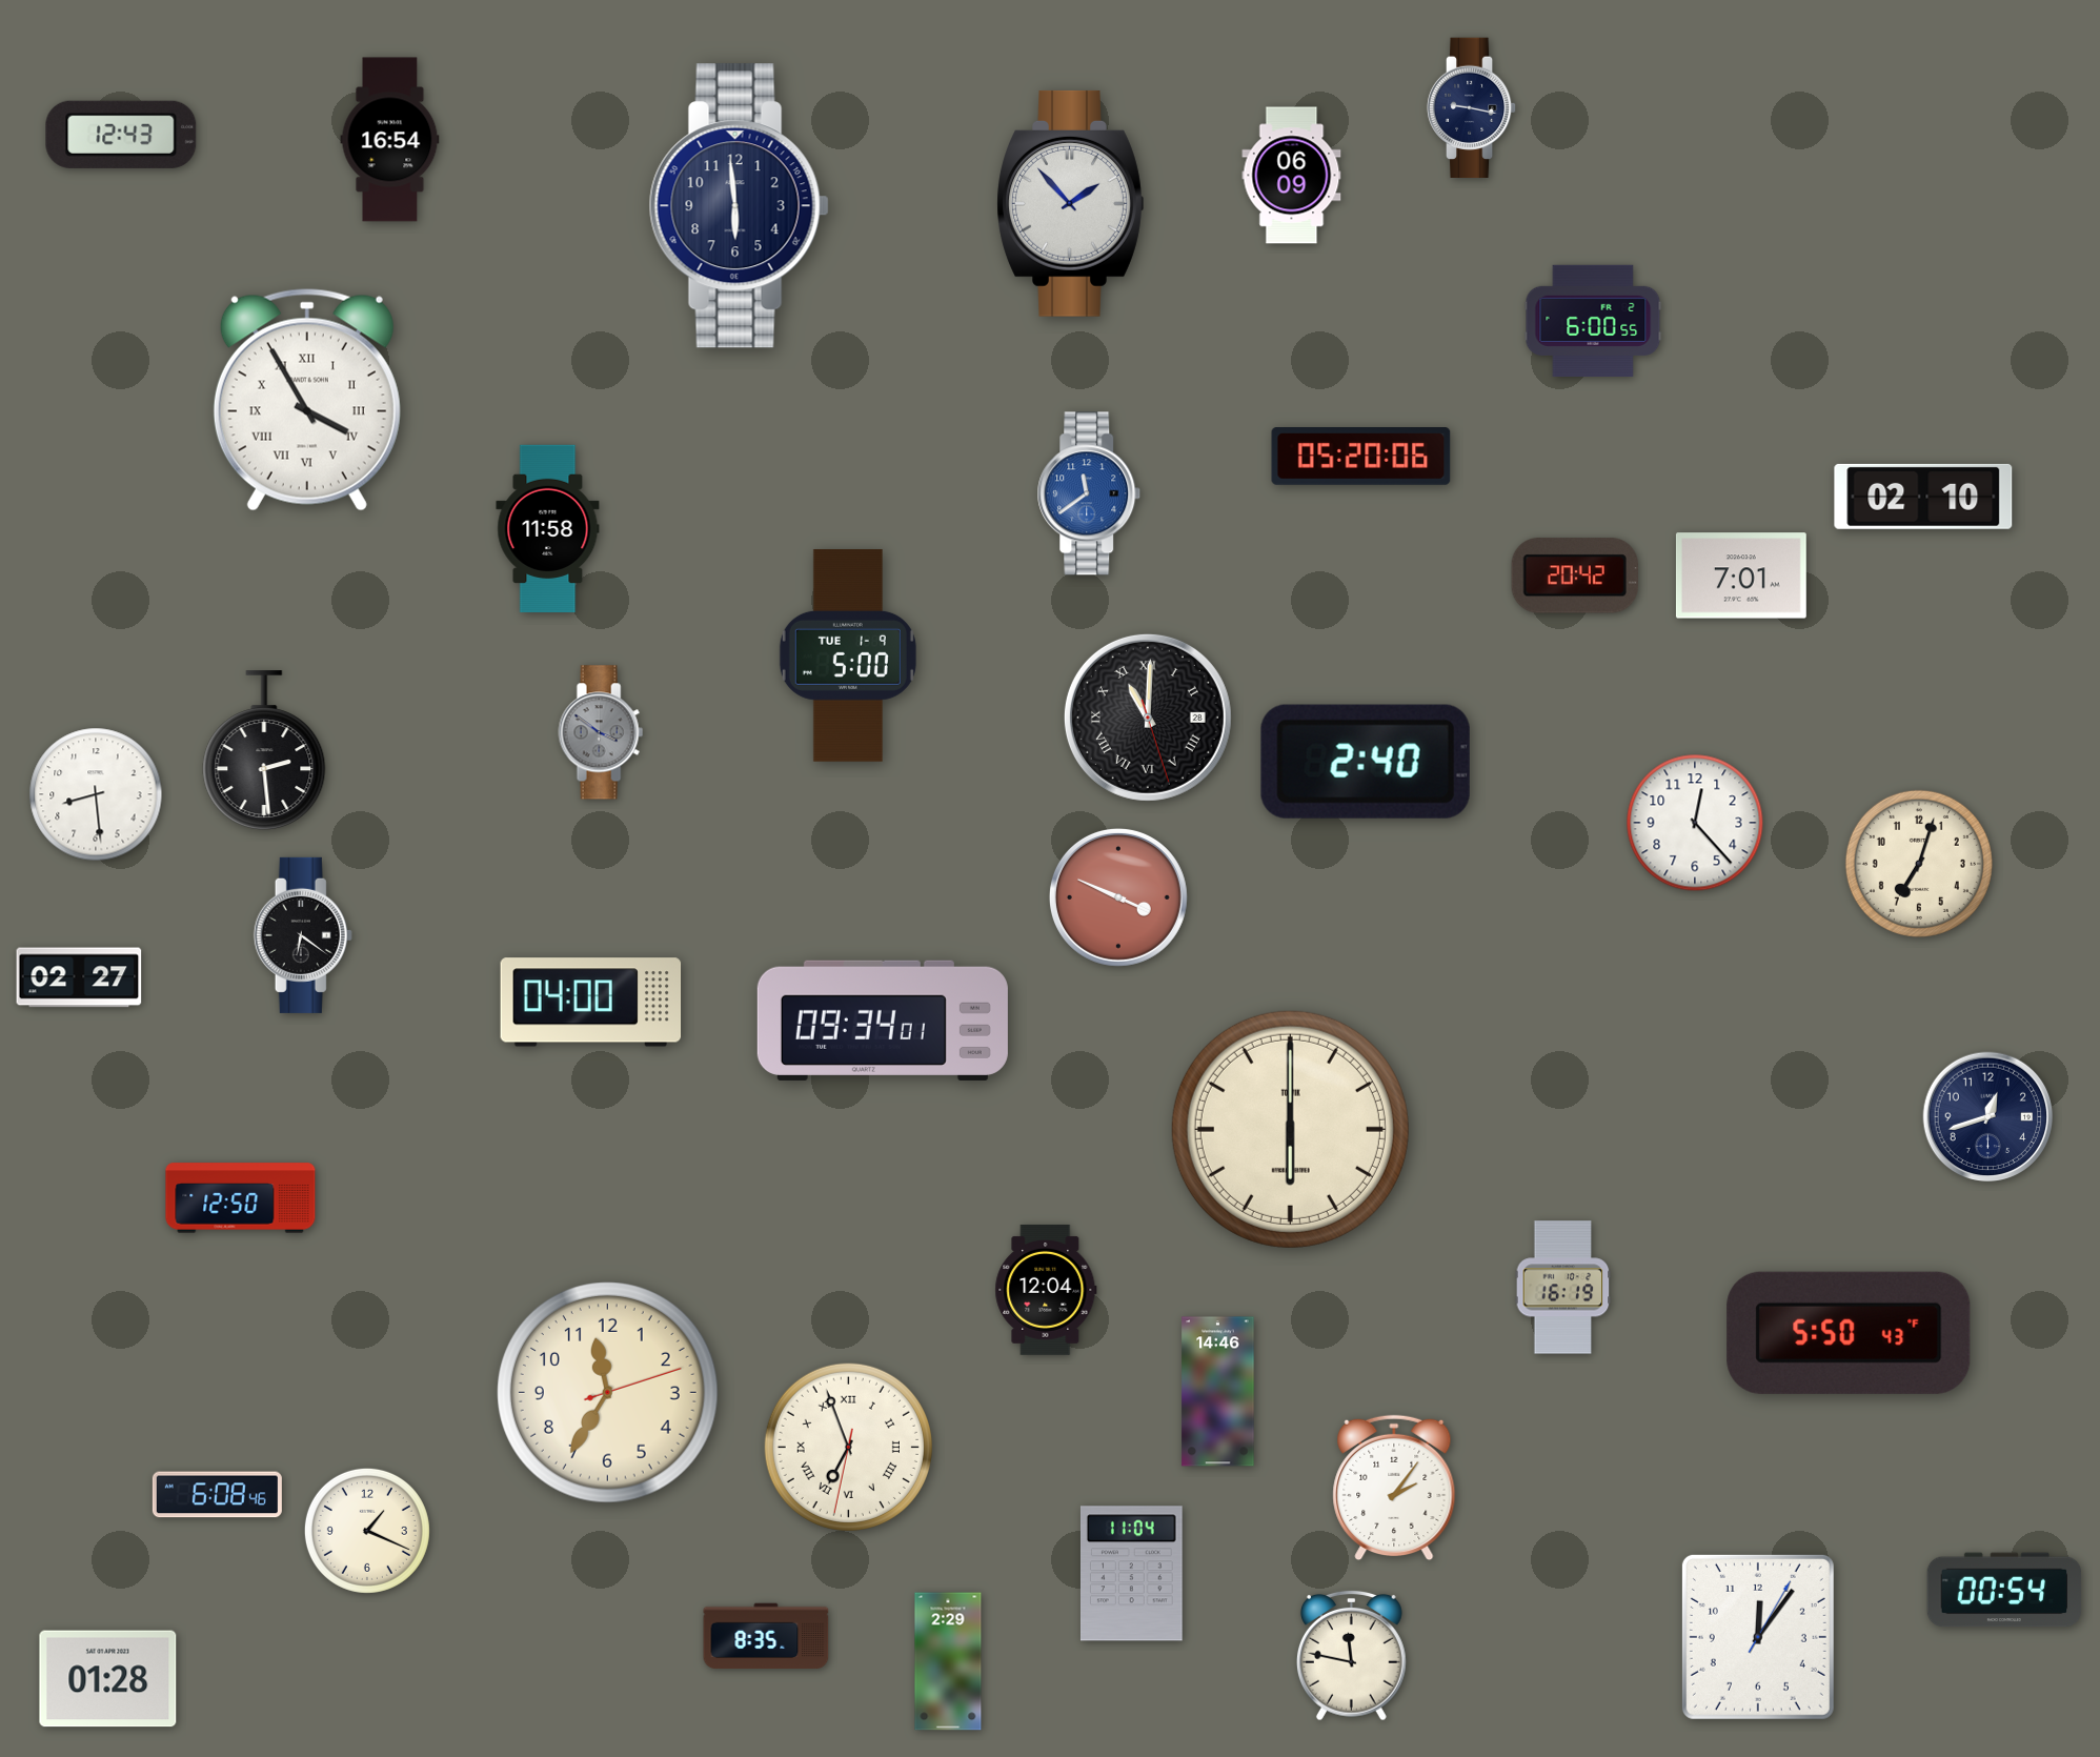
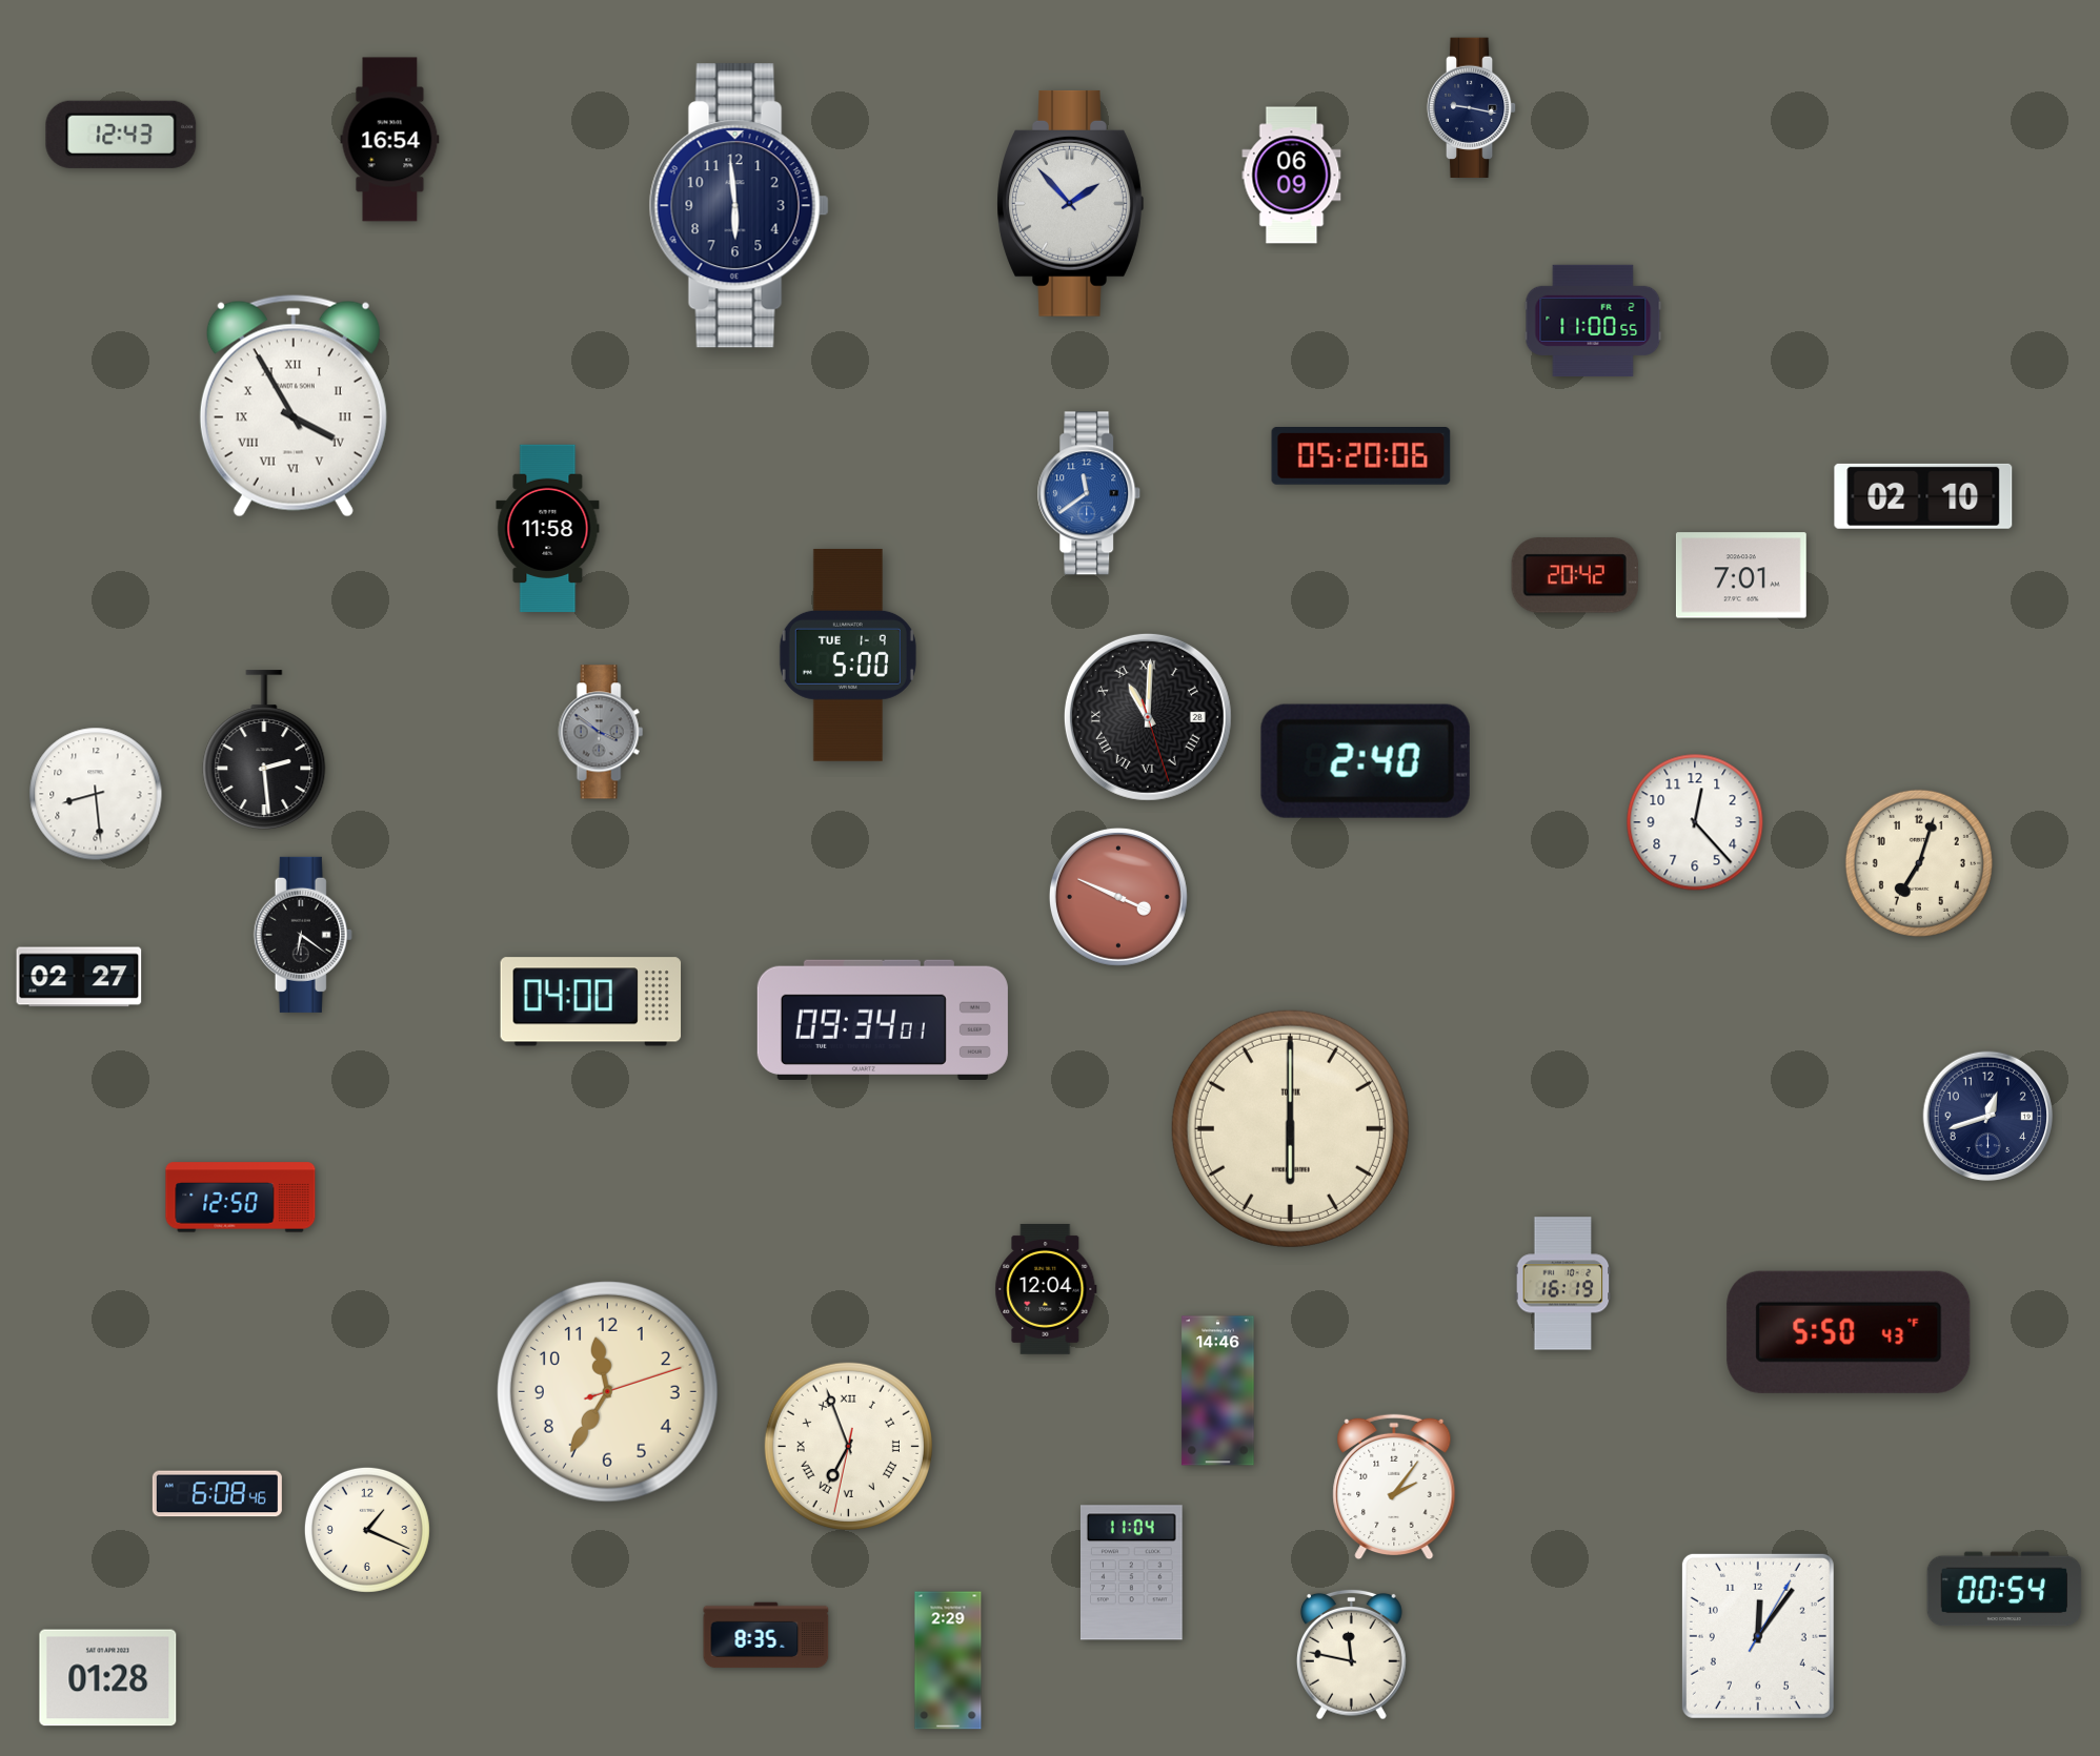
clock at (1593, 320): 6:00 -> 11:00
clock at (307, 400) position: (307, 400) -> (294, 406)
clock at (1563, 1288) position: (1563, 1288) -> (1563, 1284)
